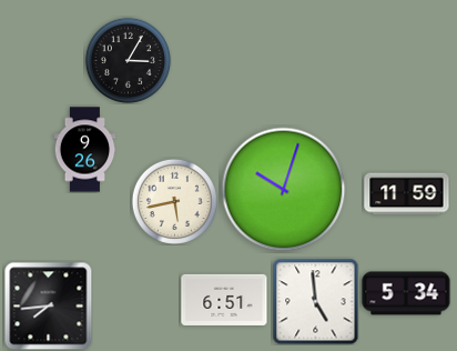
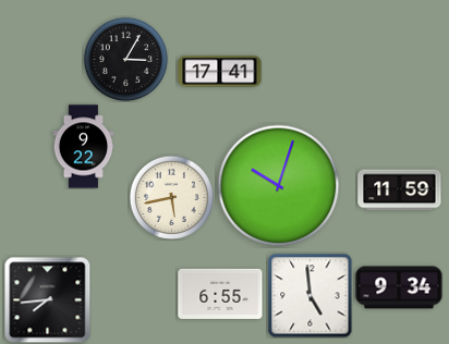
clock at (220, 72): none -> 17:41
clock at (85, 150): 9:26 -> 9:22
clock at (406, 293): 5:34 -> 9:34
clock at (224, 300): 6:51 -> 6:55
